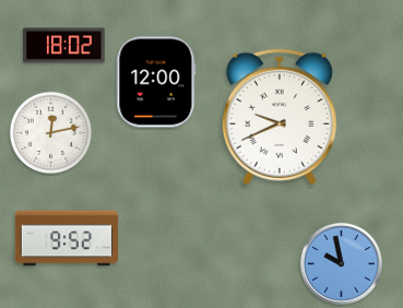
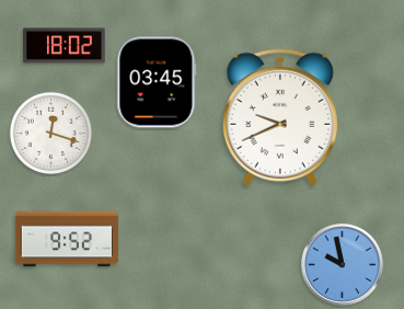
clock at (156, 82): 12:00 -> 03:45
clock at (51, 133): 12:13 -> 12:18
